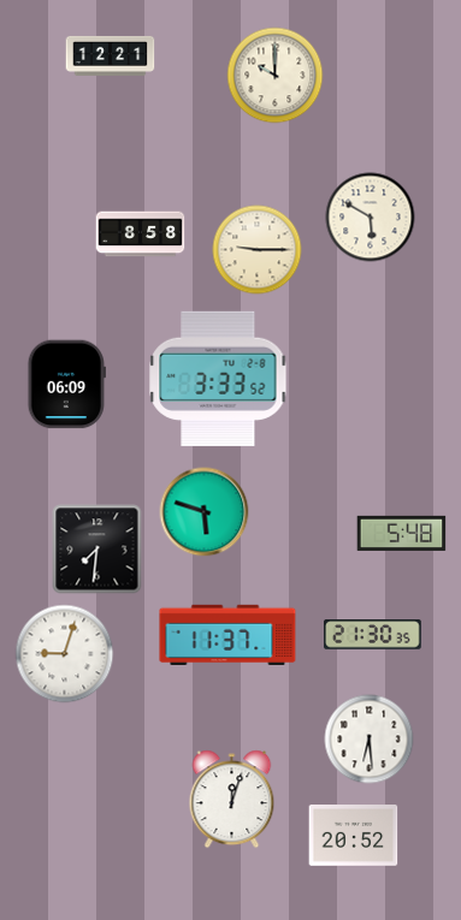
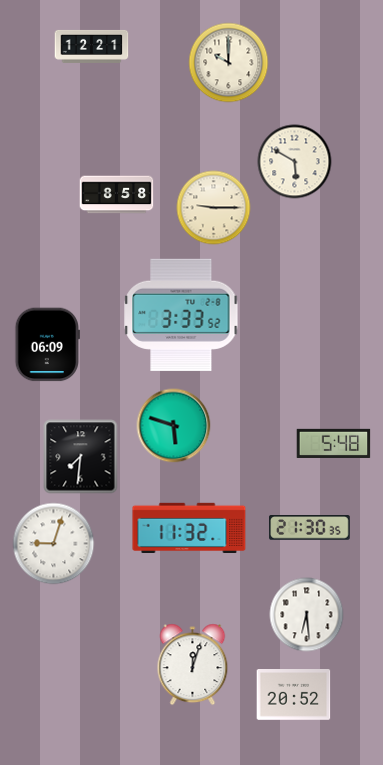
clock at (371, 218) position: (371, 218) -> (295, 162)
clock at (66, 385) position: (66, 385) -> (47, 345)
clock at (205, 512) position: (205, 512) -> (174, 426)
clock at (227, 634): 11:37 -> 11:32
